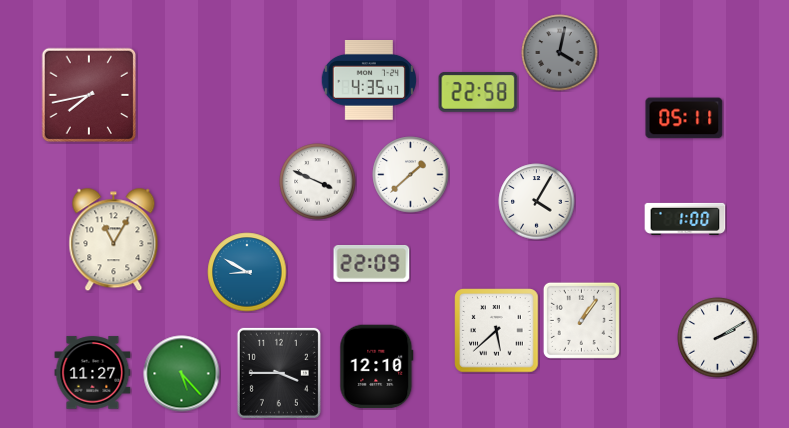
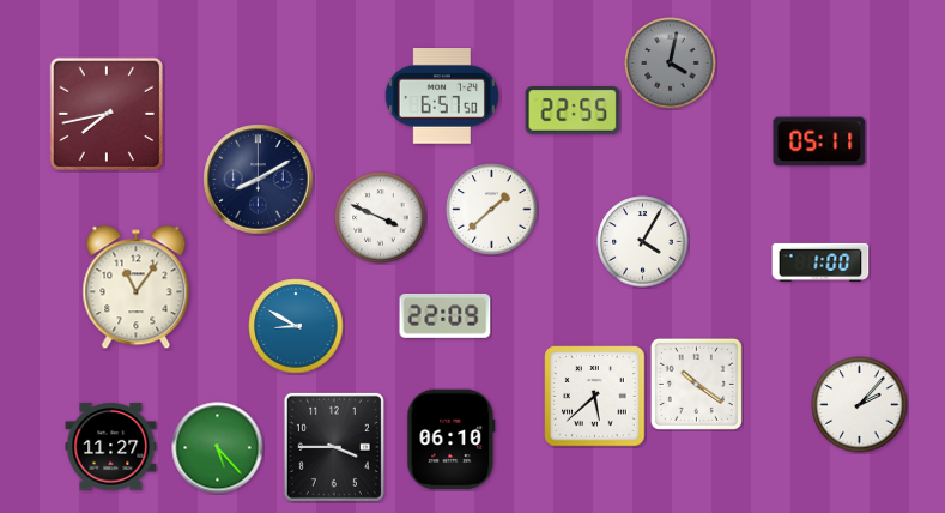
clock at (369, 81): 4:35 -> 6:57
clock at (478, 93): 22:58 -> 22:55
clock at (259, 180): none -> 8:10
clock at (114, 240): 11:05 -> 11:06
clock at (581, 320): 1:06 -> 10:21
clock at (718, 338): 2:10 -> 2:07
clock at (377, 367): 12:10 -> 06:10
